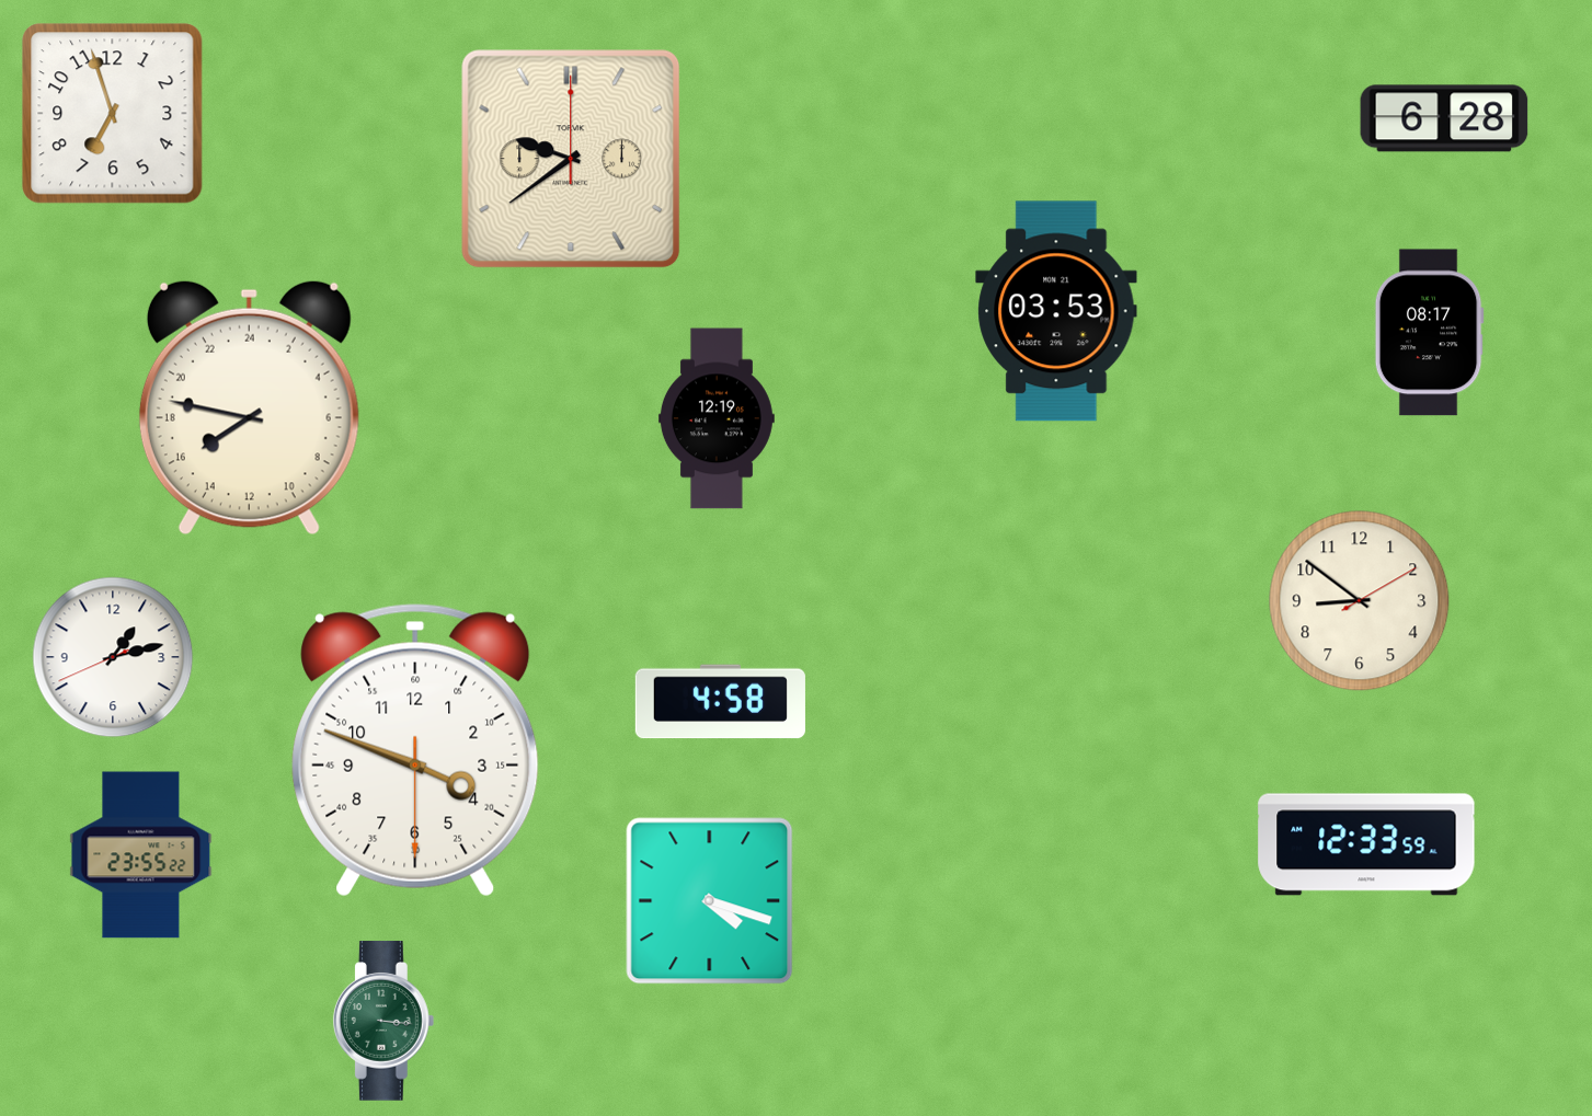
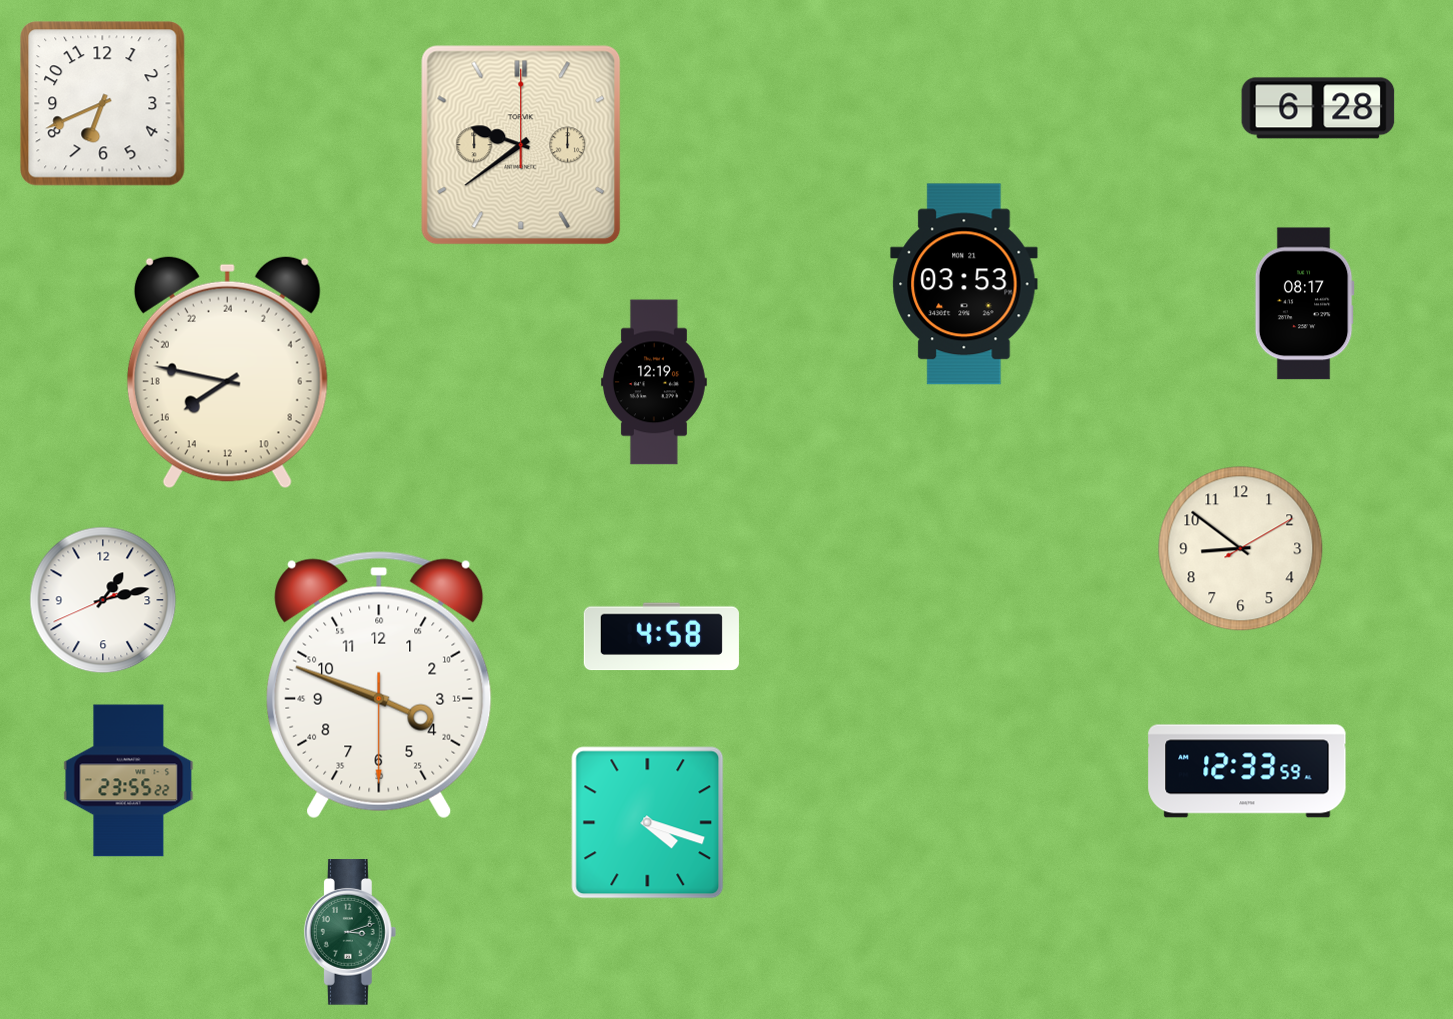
clock at (113, 114): 6:57 -> 6:41
clock at (720, 702) position: (720, 702) -> (661, 637)
clock at (383, 1021): 3:16 -> 3:12
